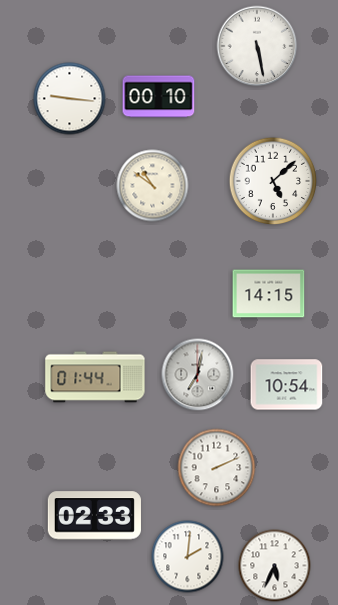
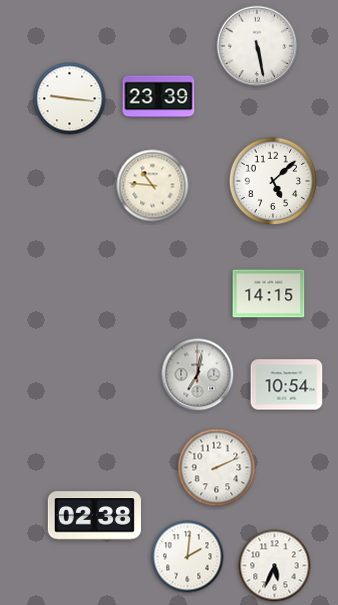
clock at (159, 97): 00:10 -> 23:39
clock at (153, 186): 10:51 -> 10:46
clock at (95, 377): 01:44 -> none
clock at (94, 516): 02:33 -> 02:38
